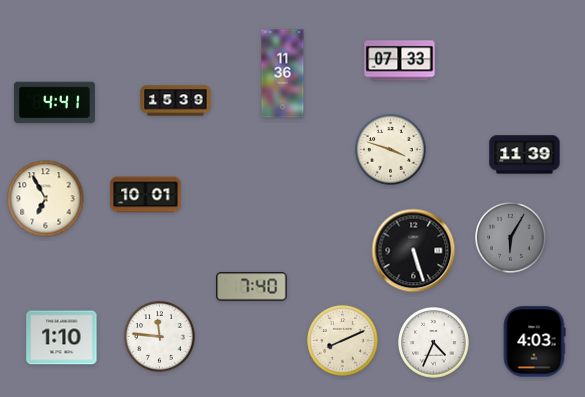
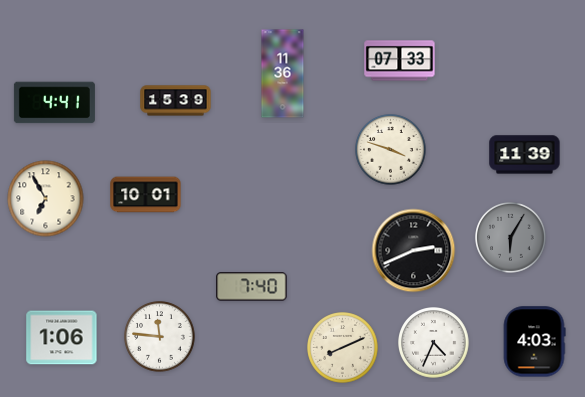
clock at (414, 251): 5:27 -> 2:41
clock at (62, 338): 1:10 -> 1:06
clock at (343, 341) position: (343, 341) -> (343, 348)
